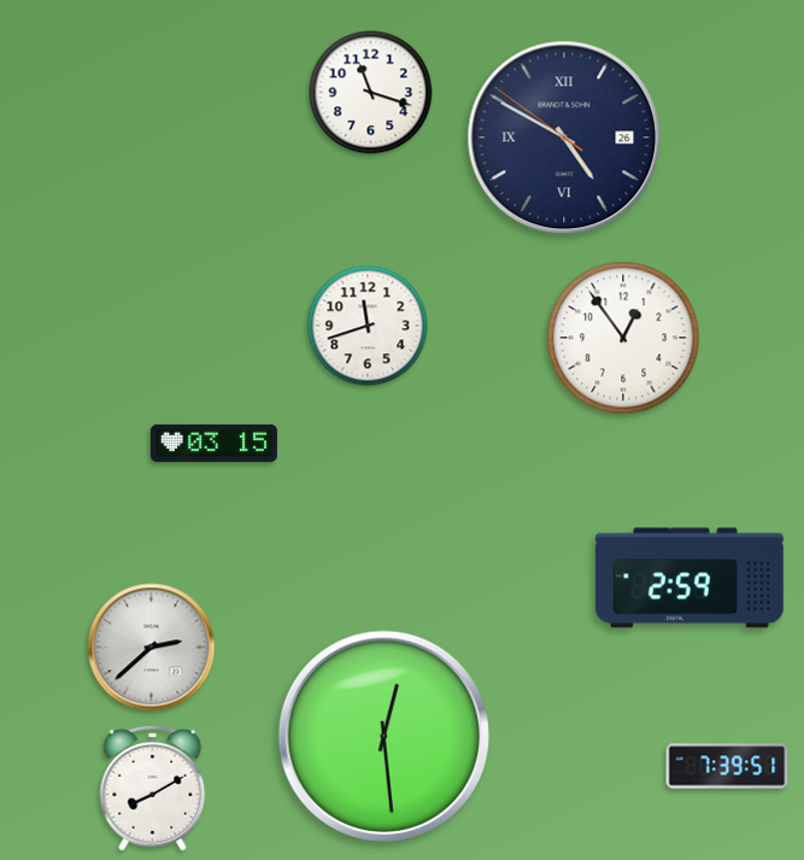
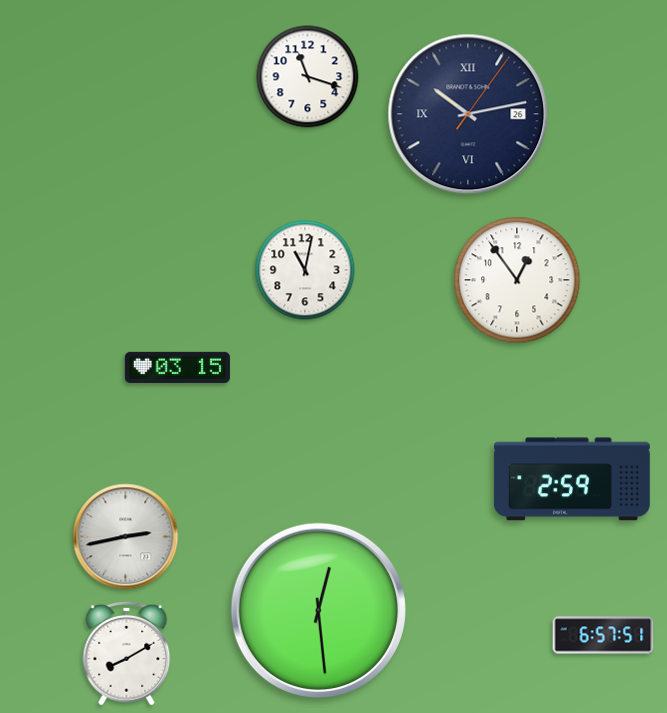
clock at (564, 138): 4:49 -> 10:13
clock at (368, 326): 11:42 -> 11:02
clock at (152, 648): 2:38 -> 2:43
clock at (727, 766): 7:39 -> 6:57
